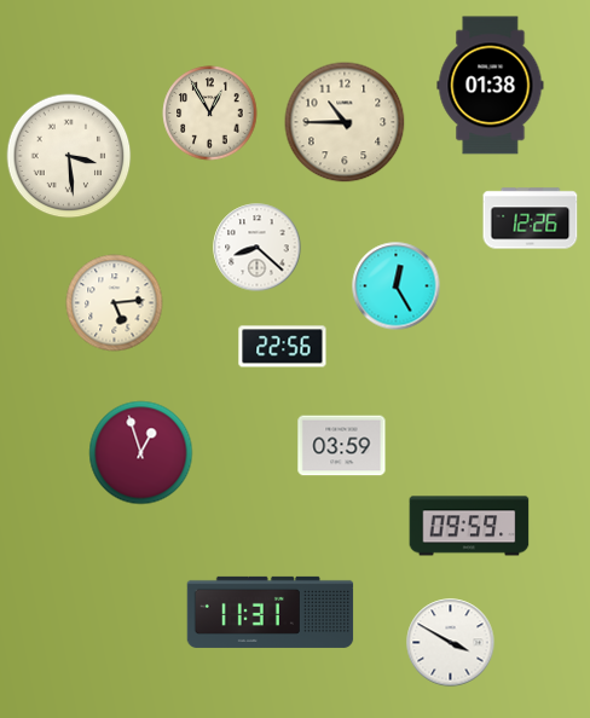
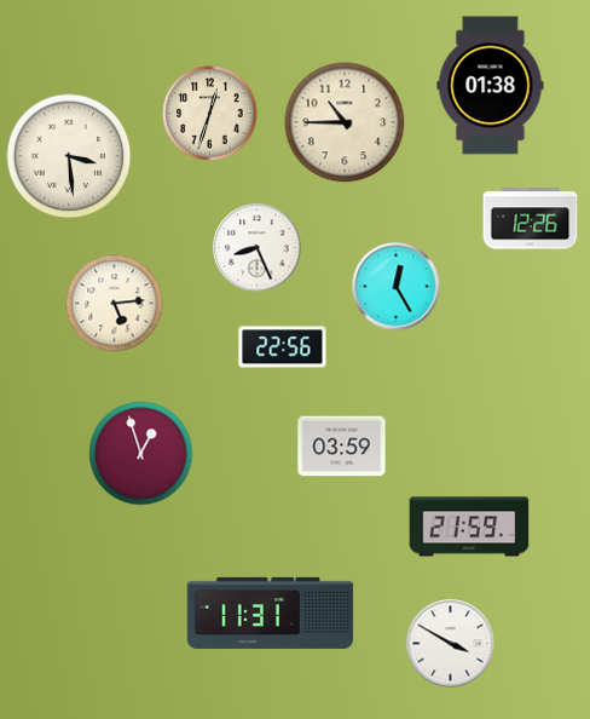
clock at (210, 114): 12:55 -> 12:33
clock at (258, 248): 8:22 -> 8:26
clock at (469, 526): 09:59 -> 21:59
